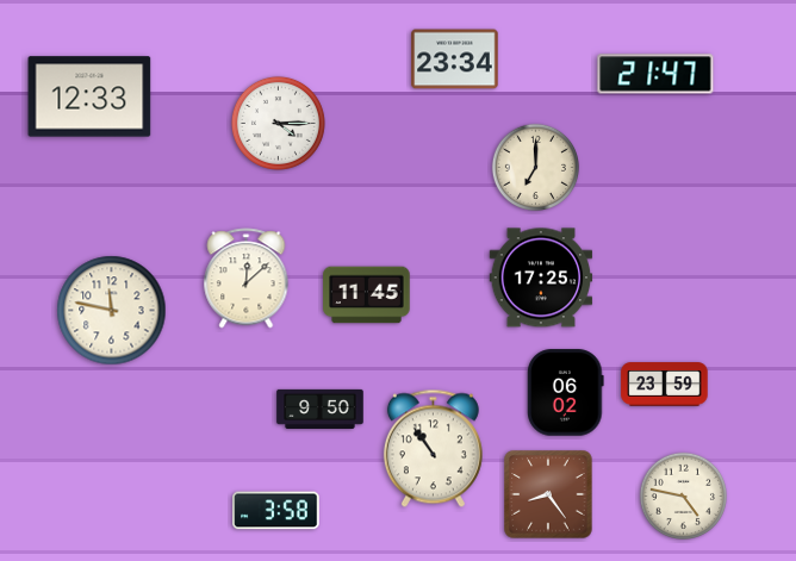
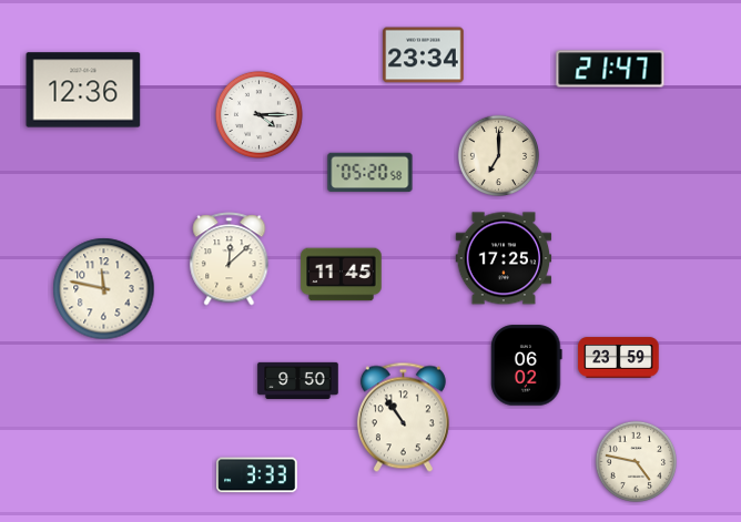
clock at (89, 96): 12:33 -> 12:36
clock at (370, 173): none -> 05:20
clock at (548, 494): 8:24 -> none
clock at (276, 511): 3:58 -> 3:33
